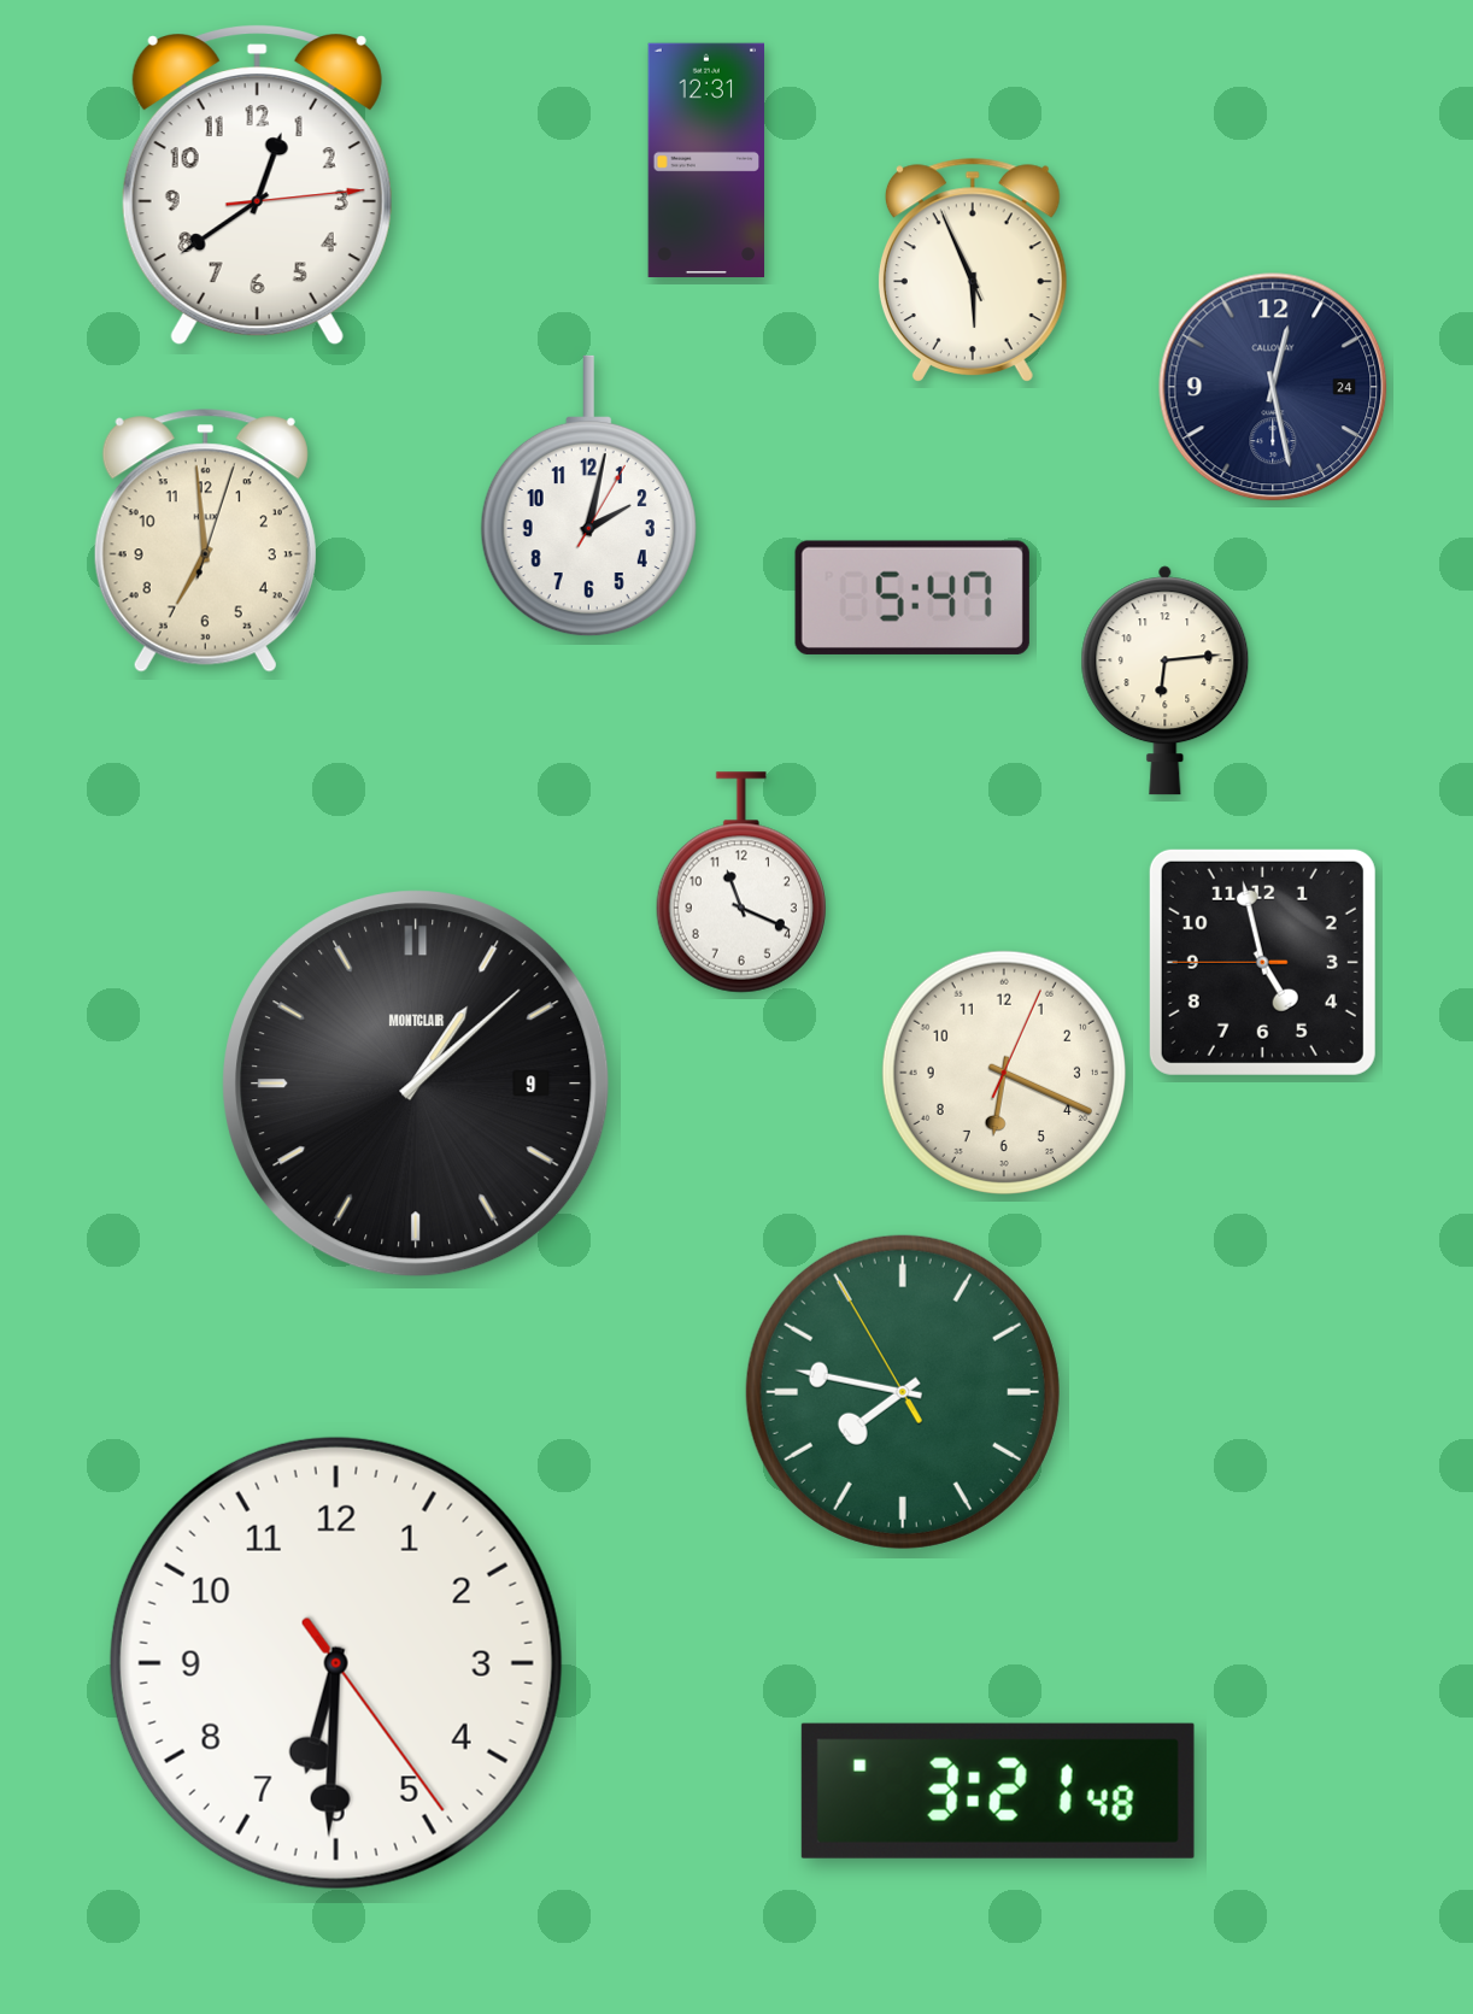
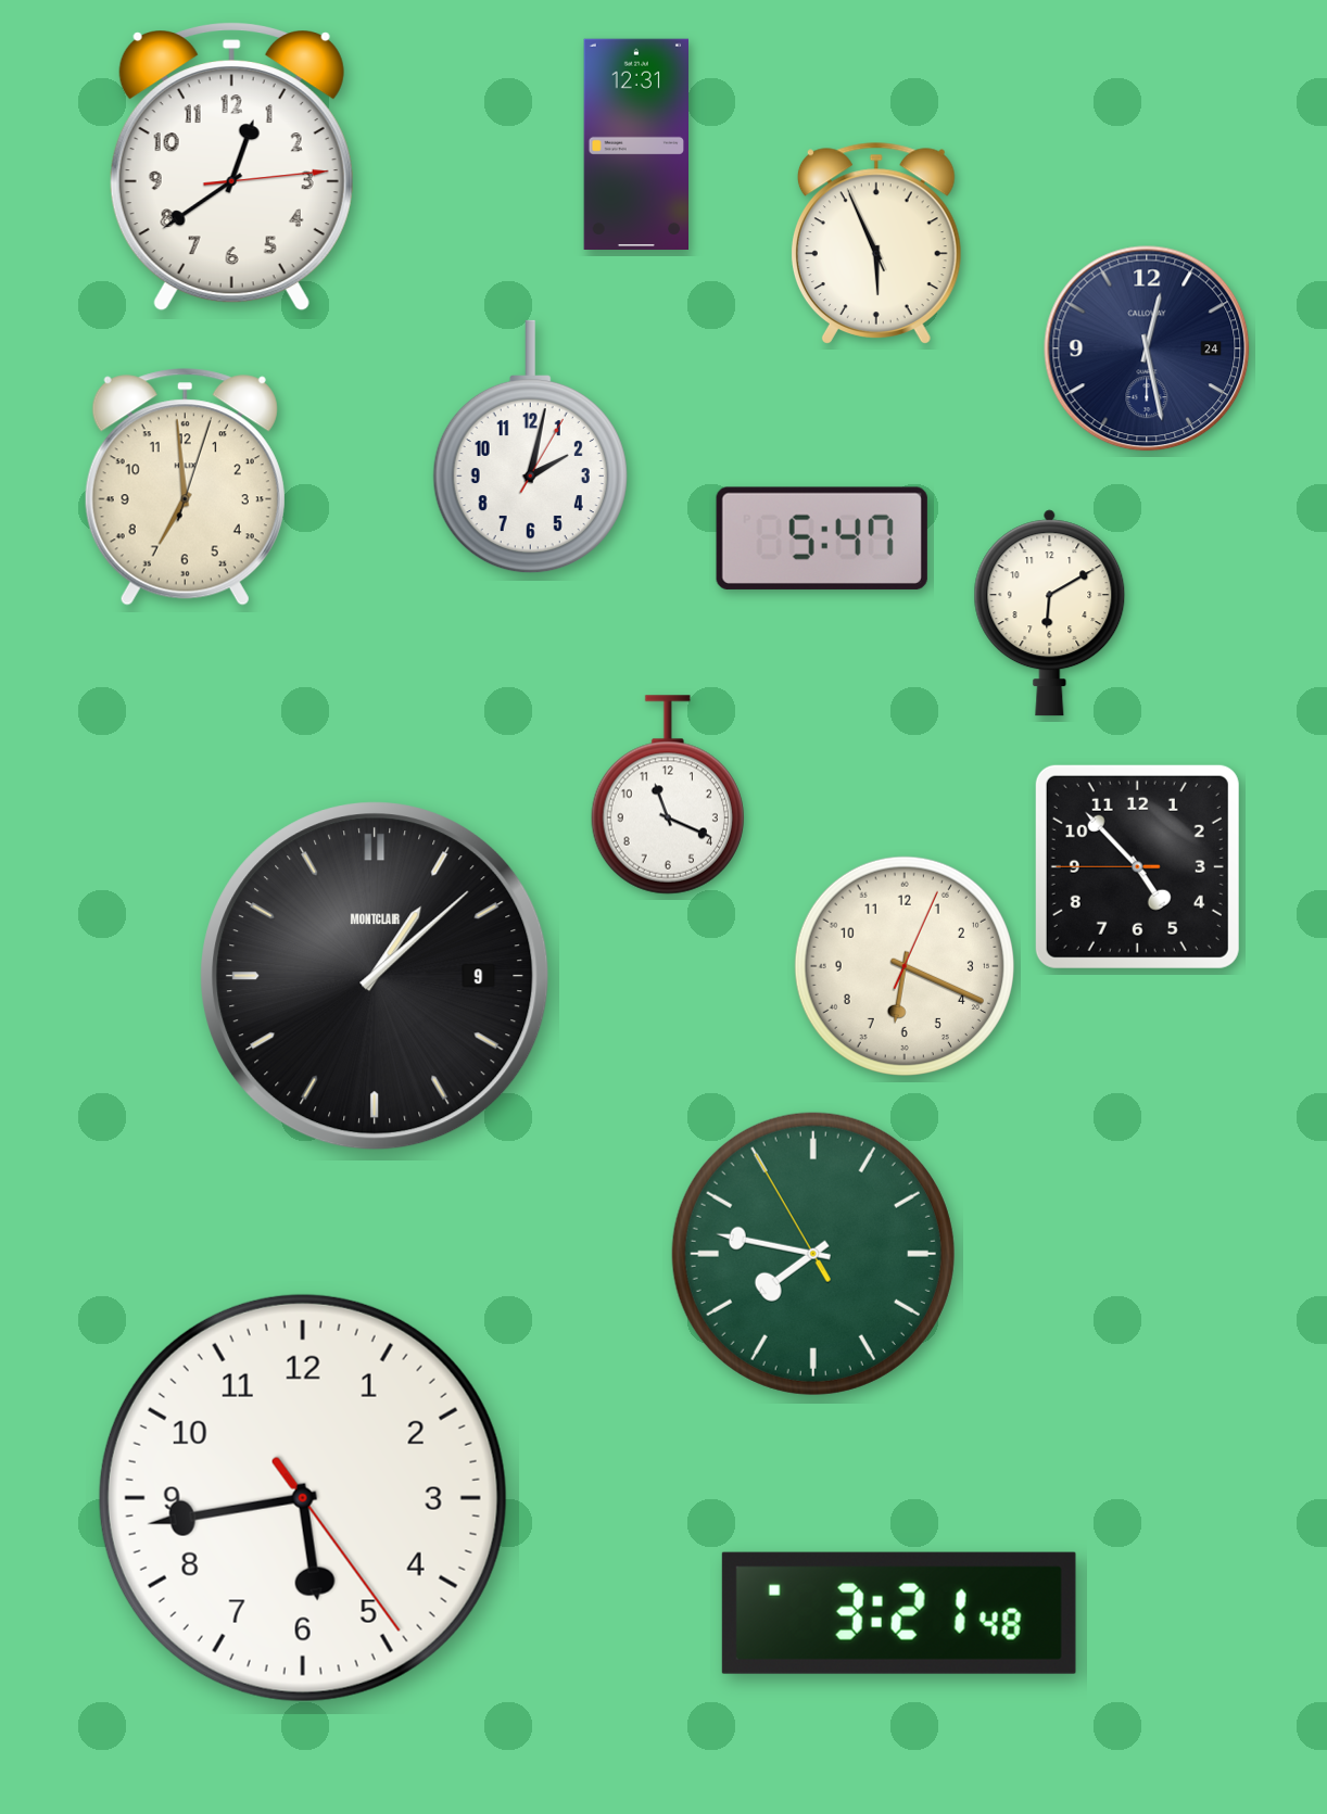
clock at (1166, 681): 6:14 -> 6:10
clock at (1262, 962): 4:57 -> 4:52
clock at (336, 1663): 6:30 -> 5:43
